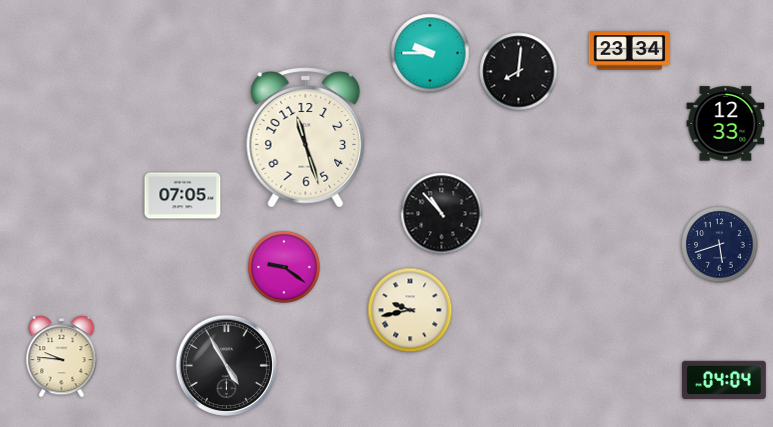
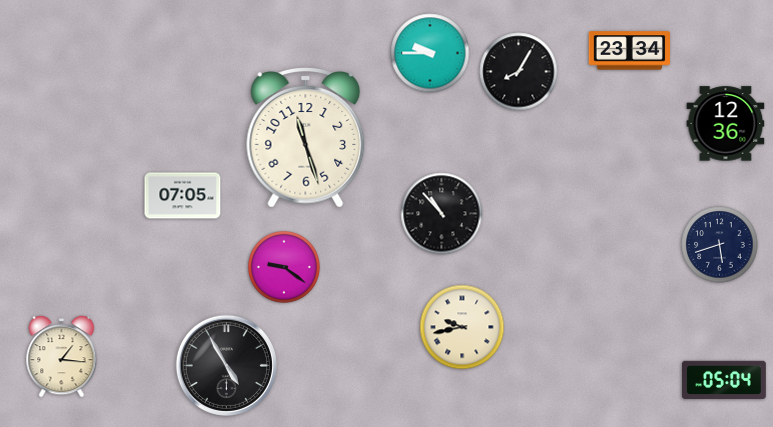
clock at (519, 72): 8:01 -> 8:05
clock at (726, 124): 12:33 -> 12:36
clock at (410, 310) position: (410, 310) -> (462, 327)
clock at (62, 357): 9:46 -> 1:16
clock at (725, 380): 04:04 -> 05:04
